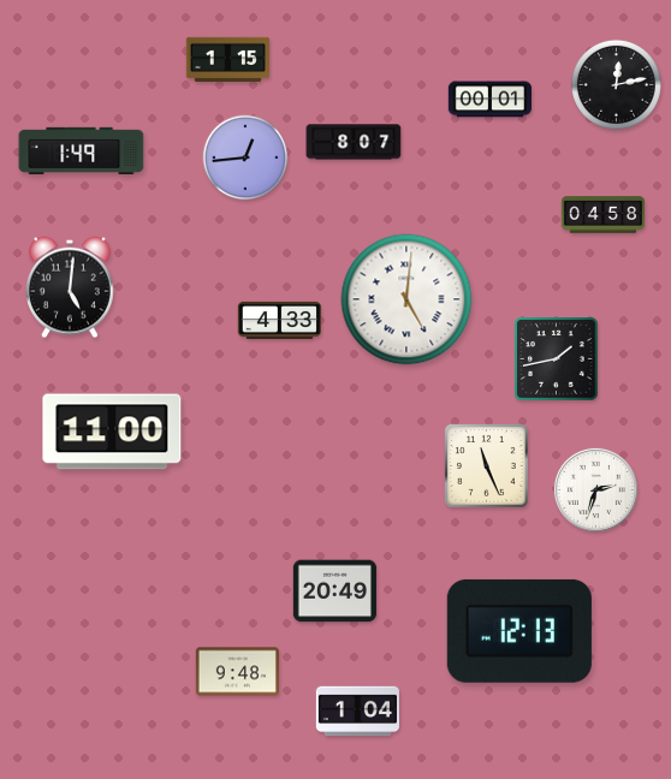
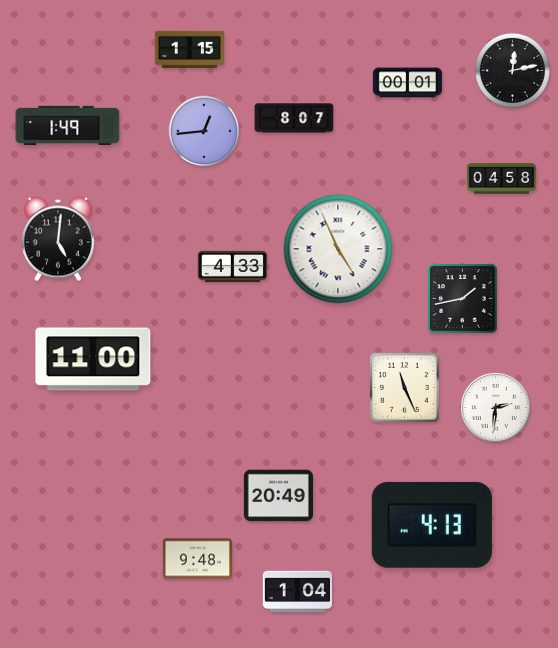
clock at (406, 299): 5:01 -> 4:56
clock at (595, 489): 2:33 -> 2:31
clock at (334, 591) position: (334, 591) -> (278, 496)
clock at (519, 631): 12:13 -> 4:13
